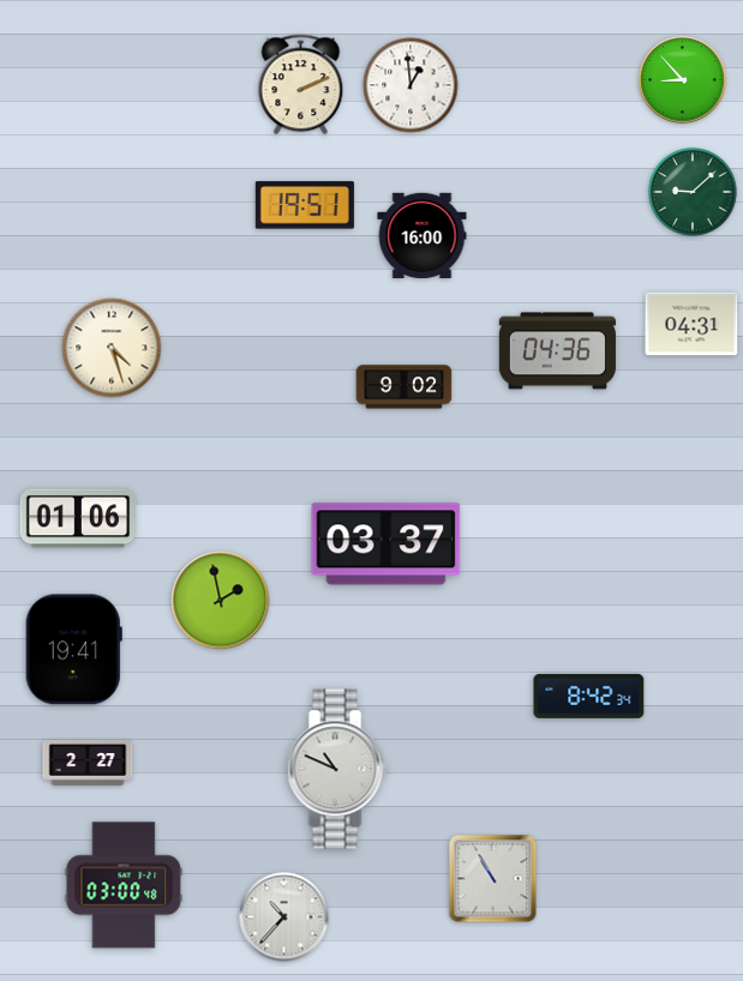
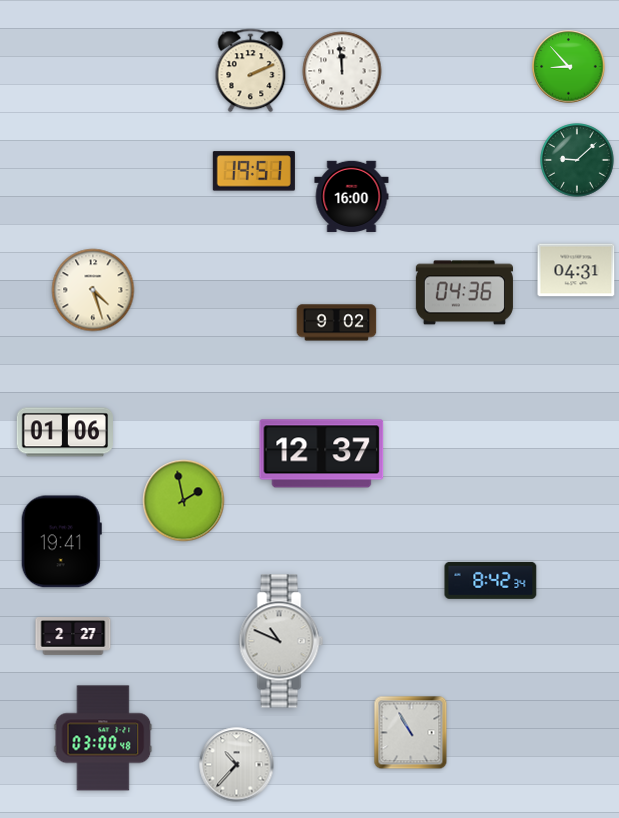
clock at (411, 85): 12:59 -> 11:59
clock at (387, 544): 03:37 -> 12:37
